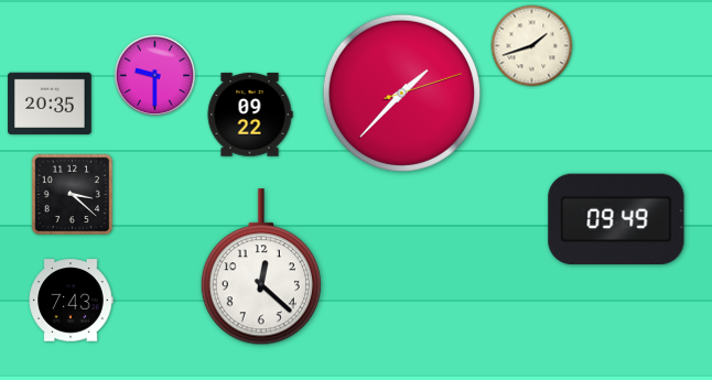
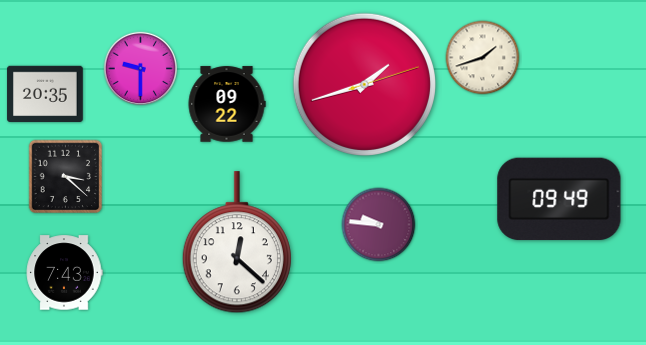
clock at (532, 46) position: (532, 46) -> (483, 58)
clock at (401, 93): 1:37 -> 1:42
clock at (379, 225): none -> 9:46
